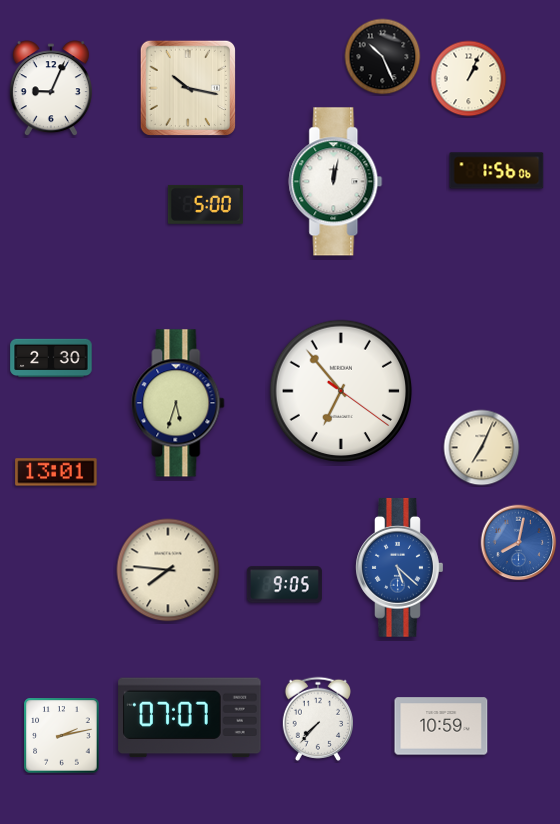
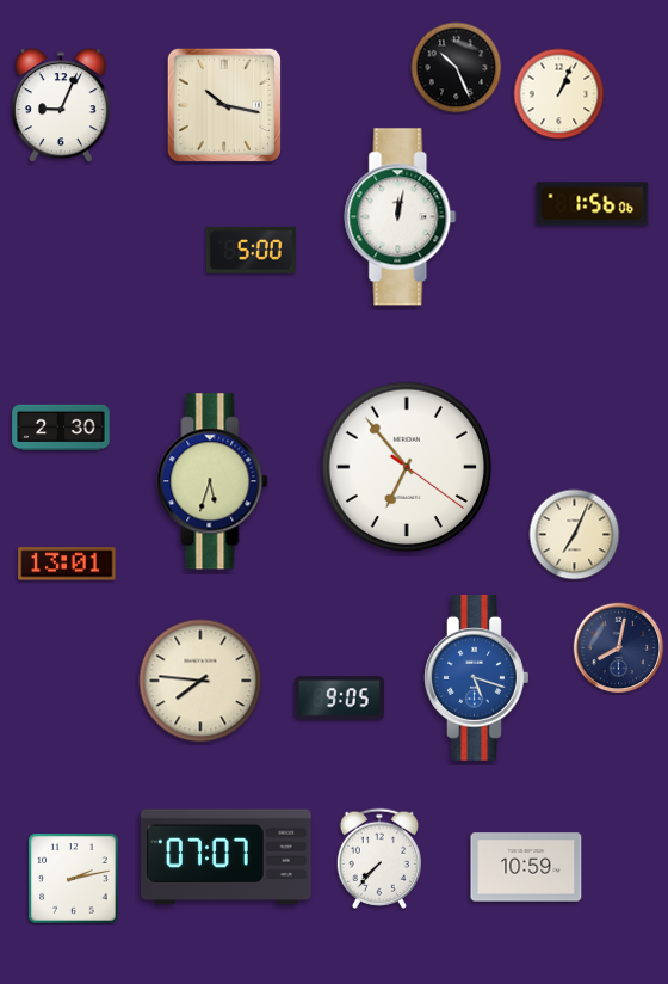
clock at (205, 204) position: (205, 204) -> (250, 250)
clock at (519, 543) dial: blue -> navy
clock at (400, 567): 5:22 -> 5:18
